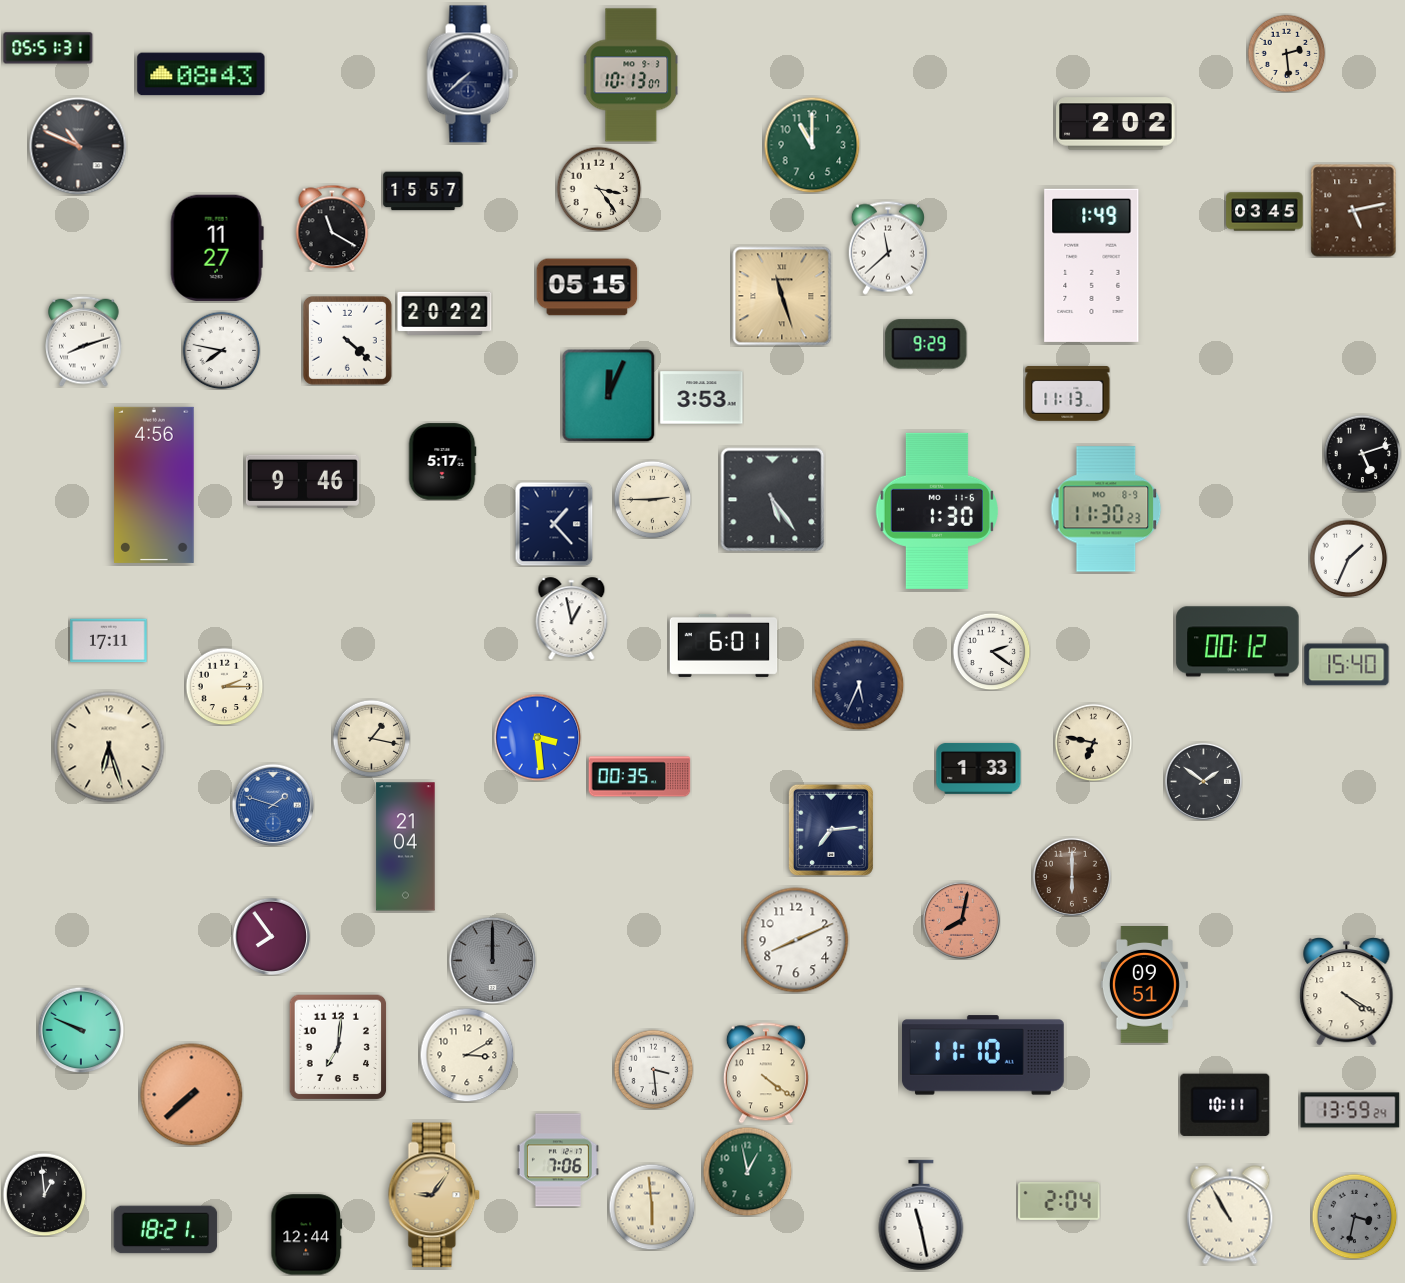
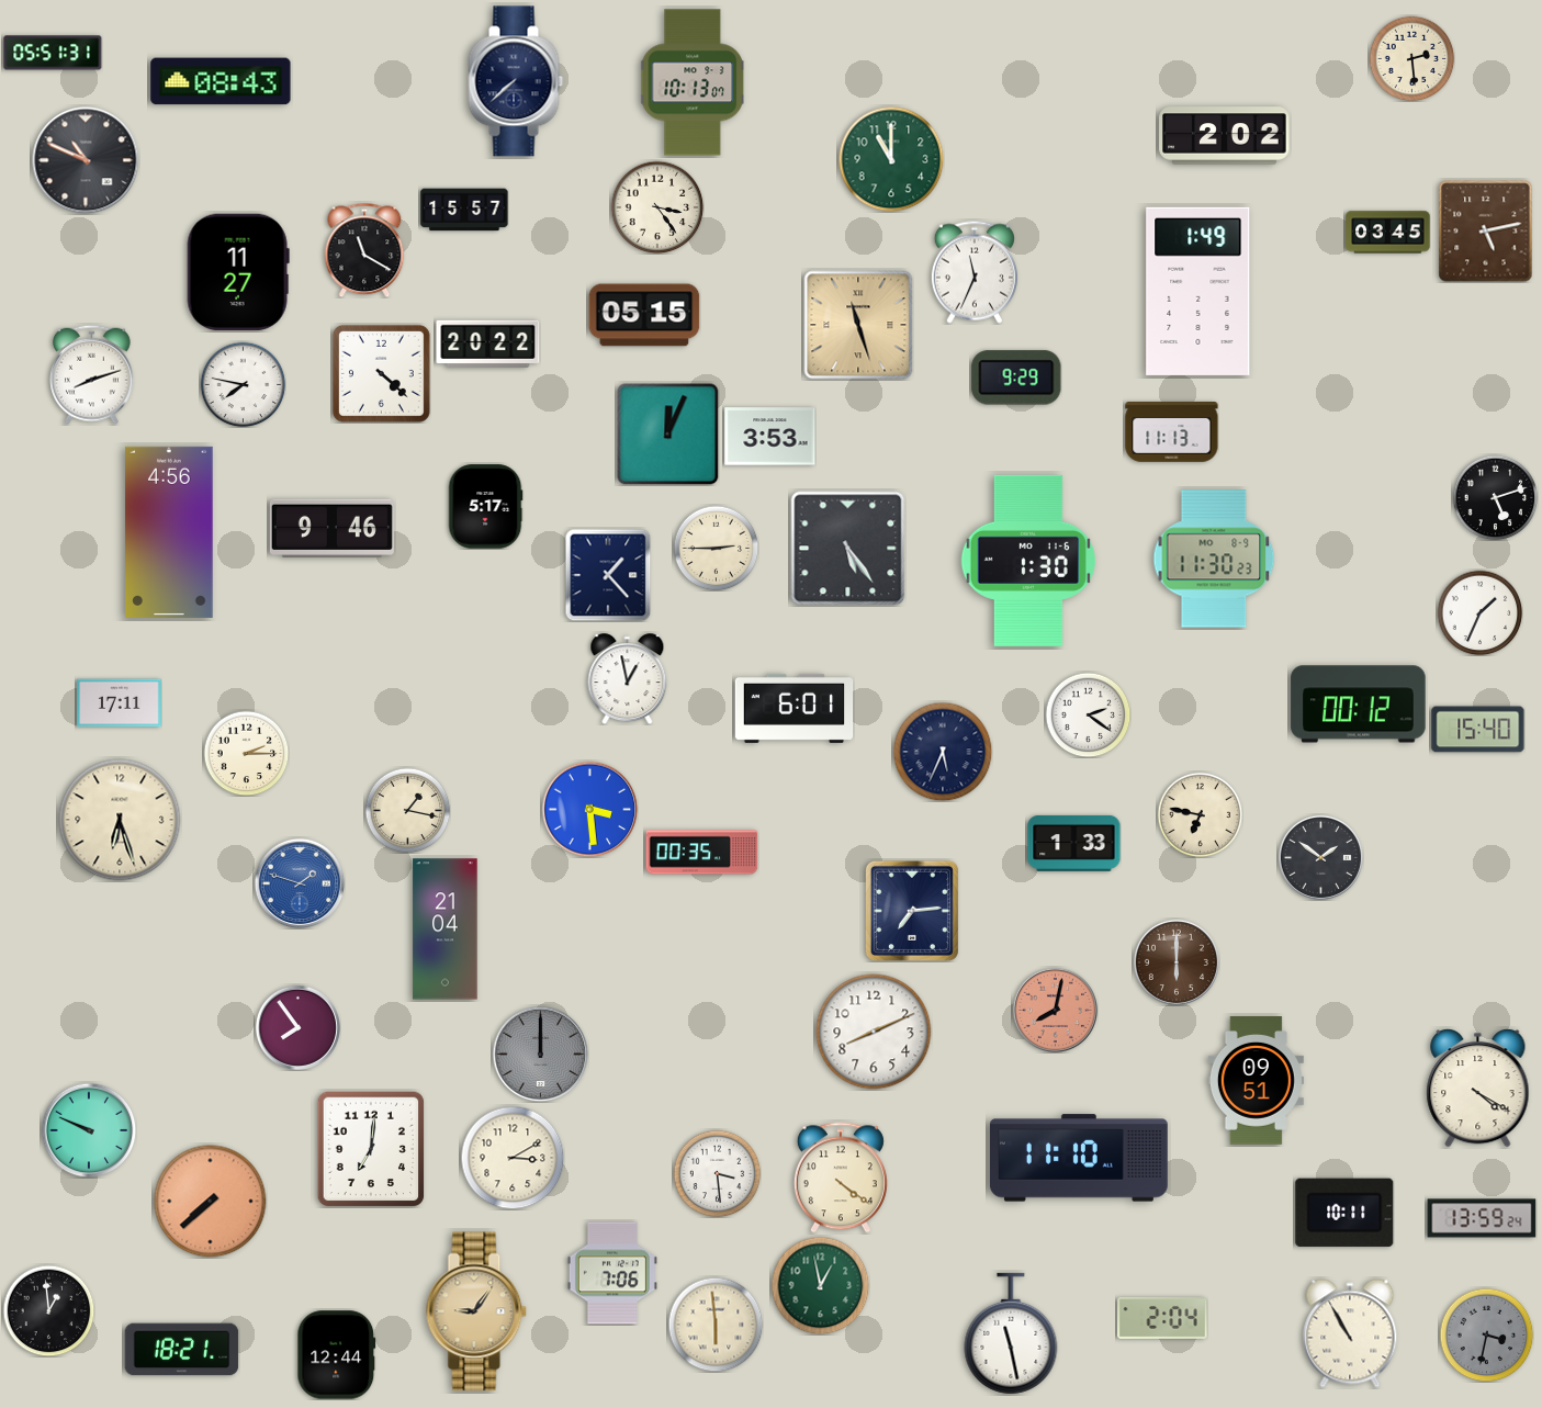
clock at (888, 248): 11:38 -> 11:34
